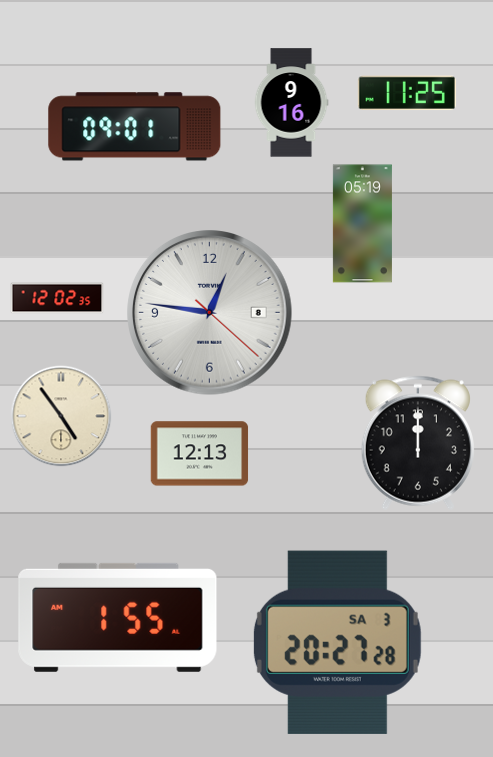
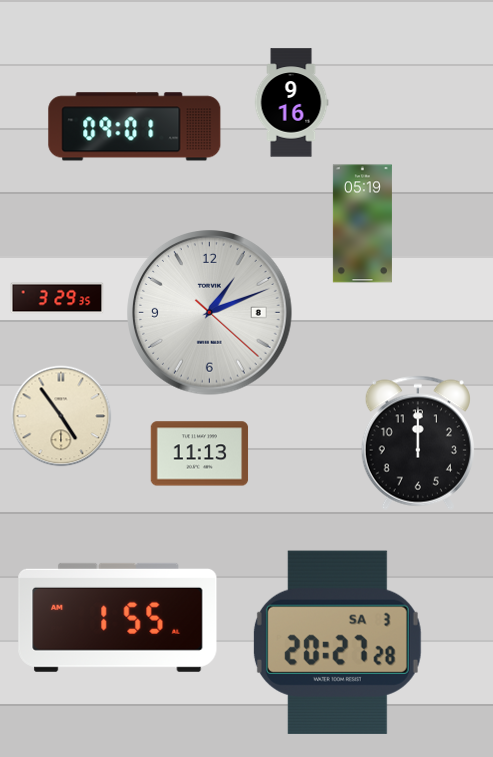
clock at (407, 93): 11:25 -> none
clock at (57, 298): 12:02 -> 3:29
clock at (210, 313): 12:46 -> 1:11
clock at (200, 454): 12:13 -> 11:13
